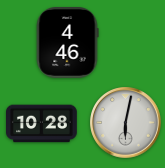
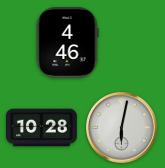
clock at (126, 123) position: (126, 123) -> (122, 128)
clock at (42, 124) position: (42, 124) -> (42, 128)
